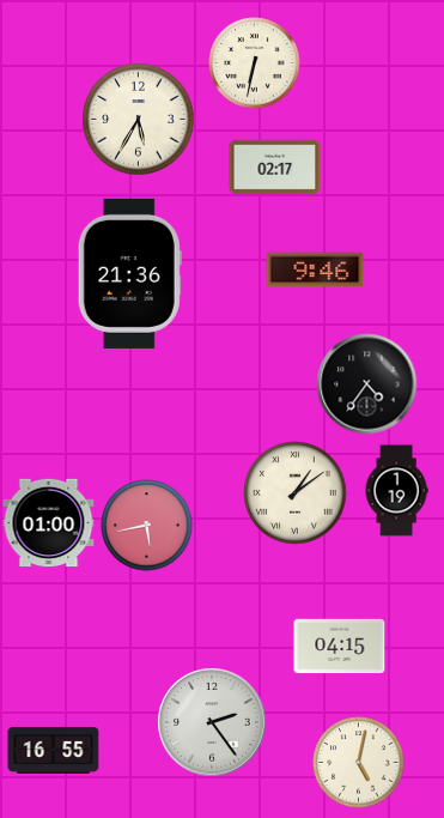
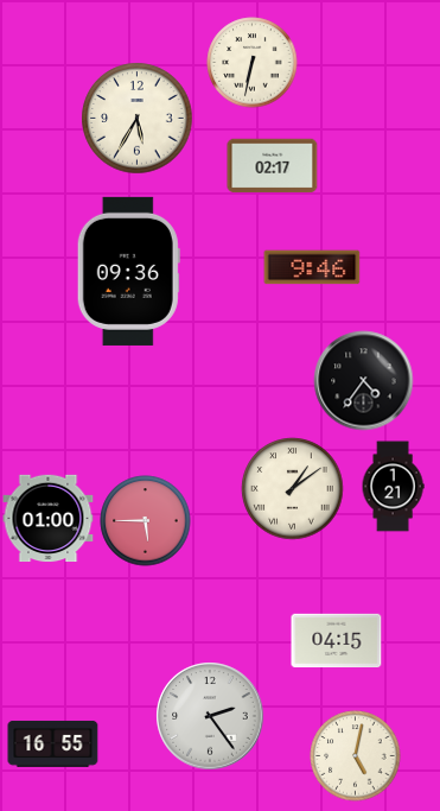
clock at (129, 273): 21:36 -> 09:36
clock at (396, 491): 1:19 -> 1:21
clock at (147, 526): 5:43 -> 5:45
